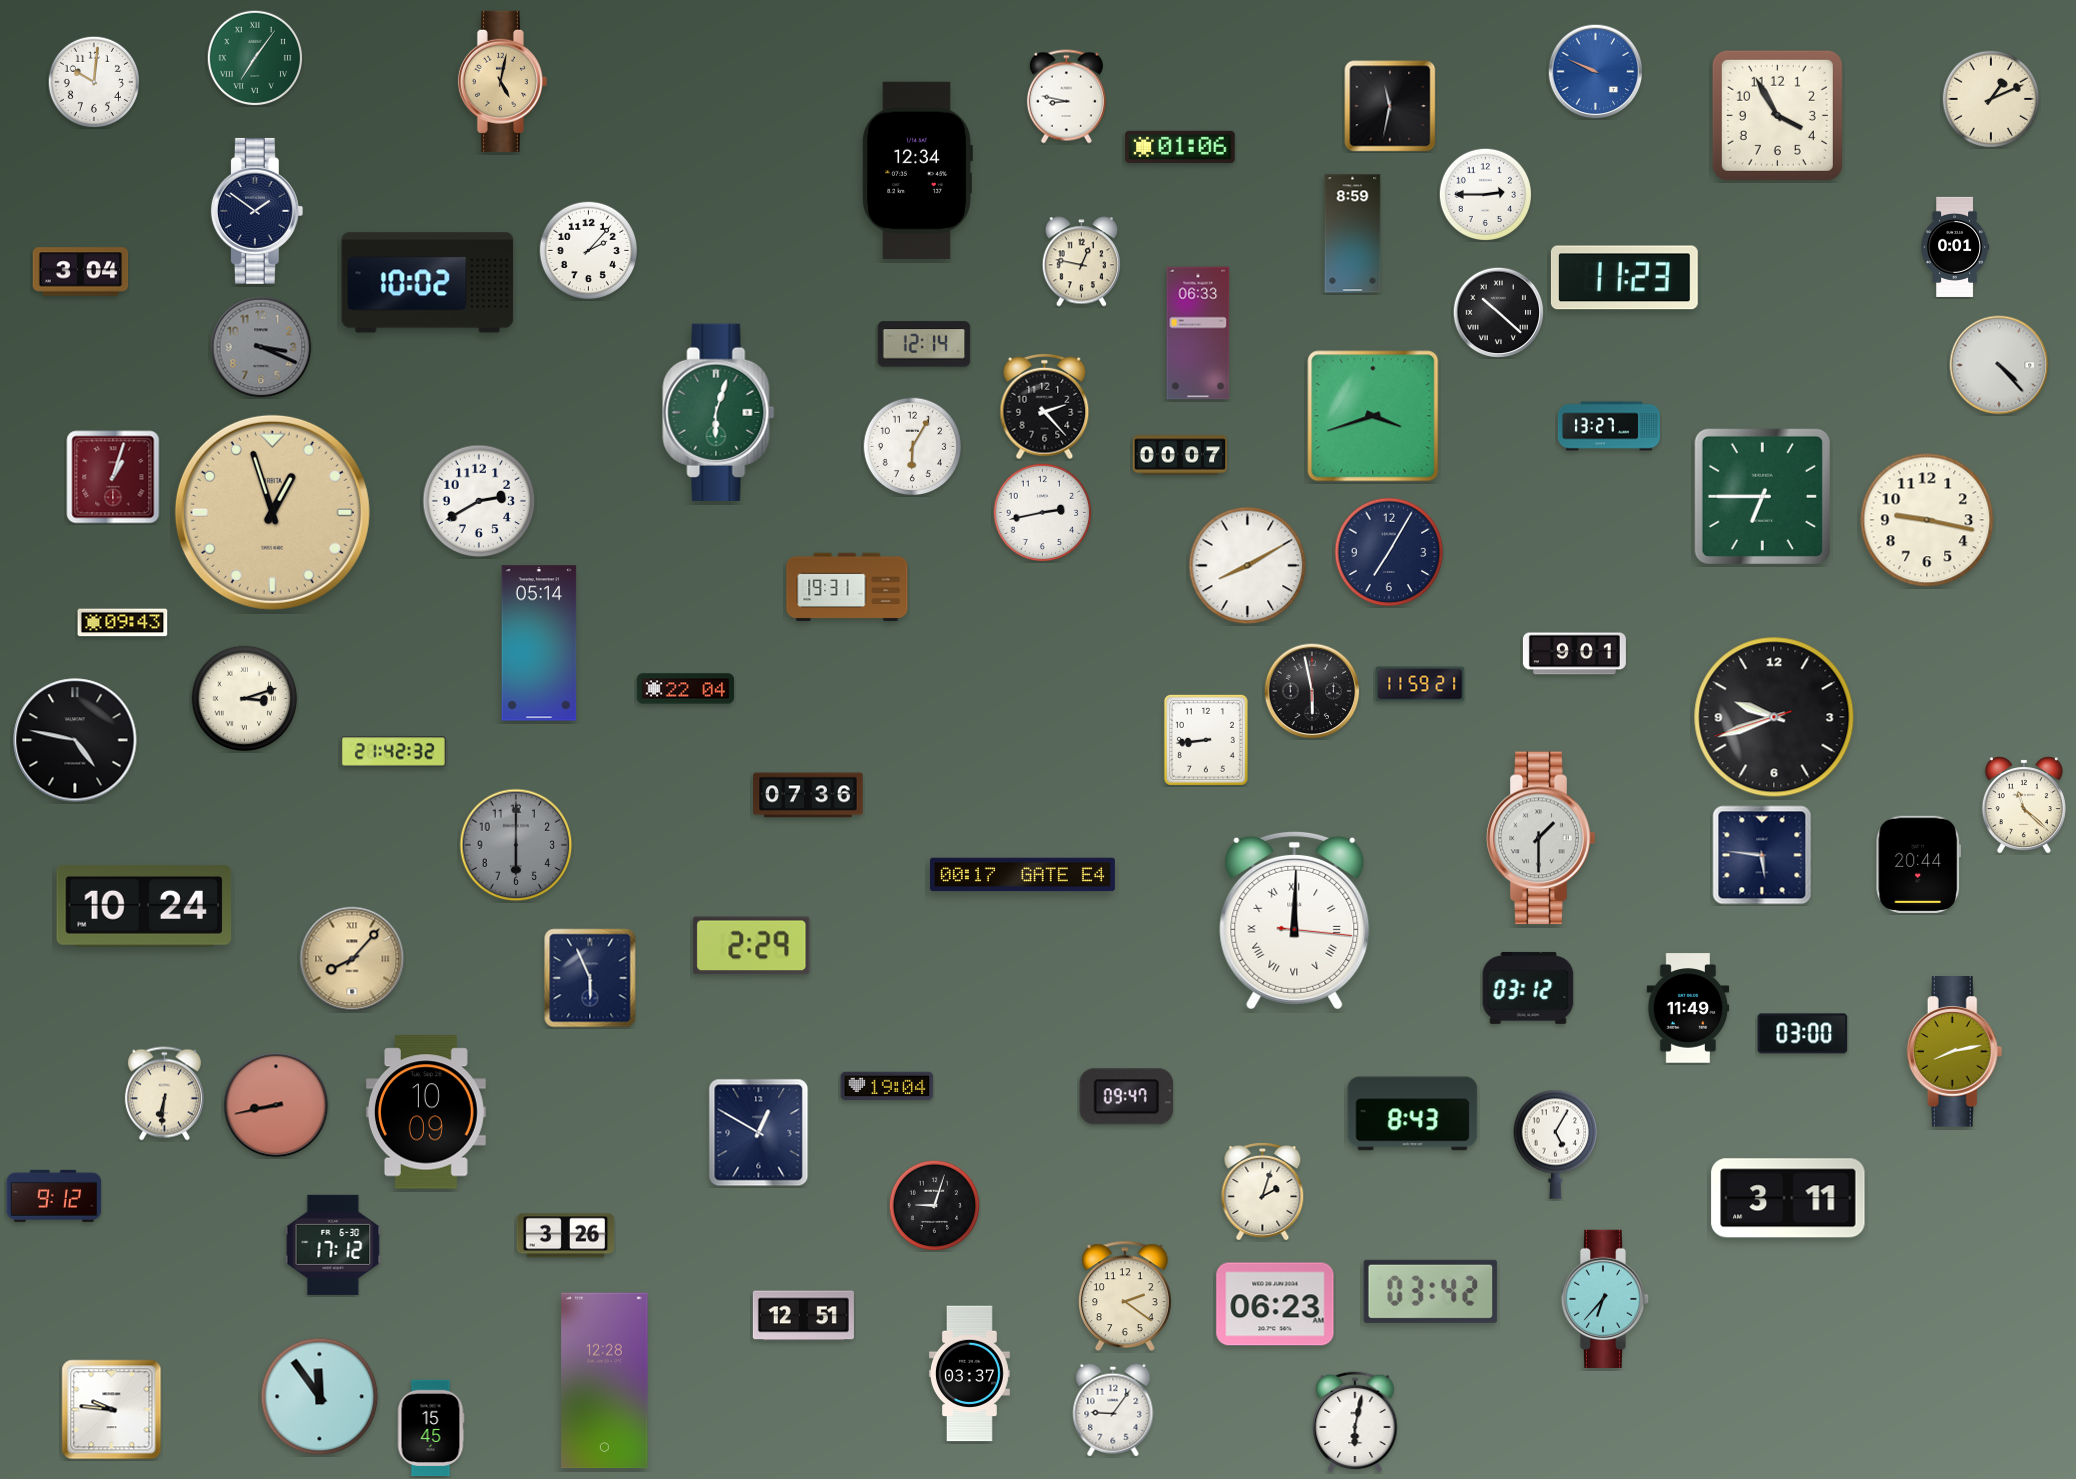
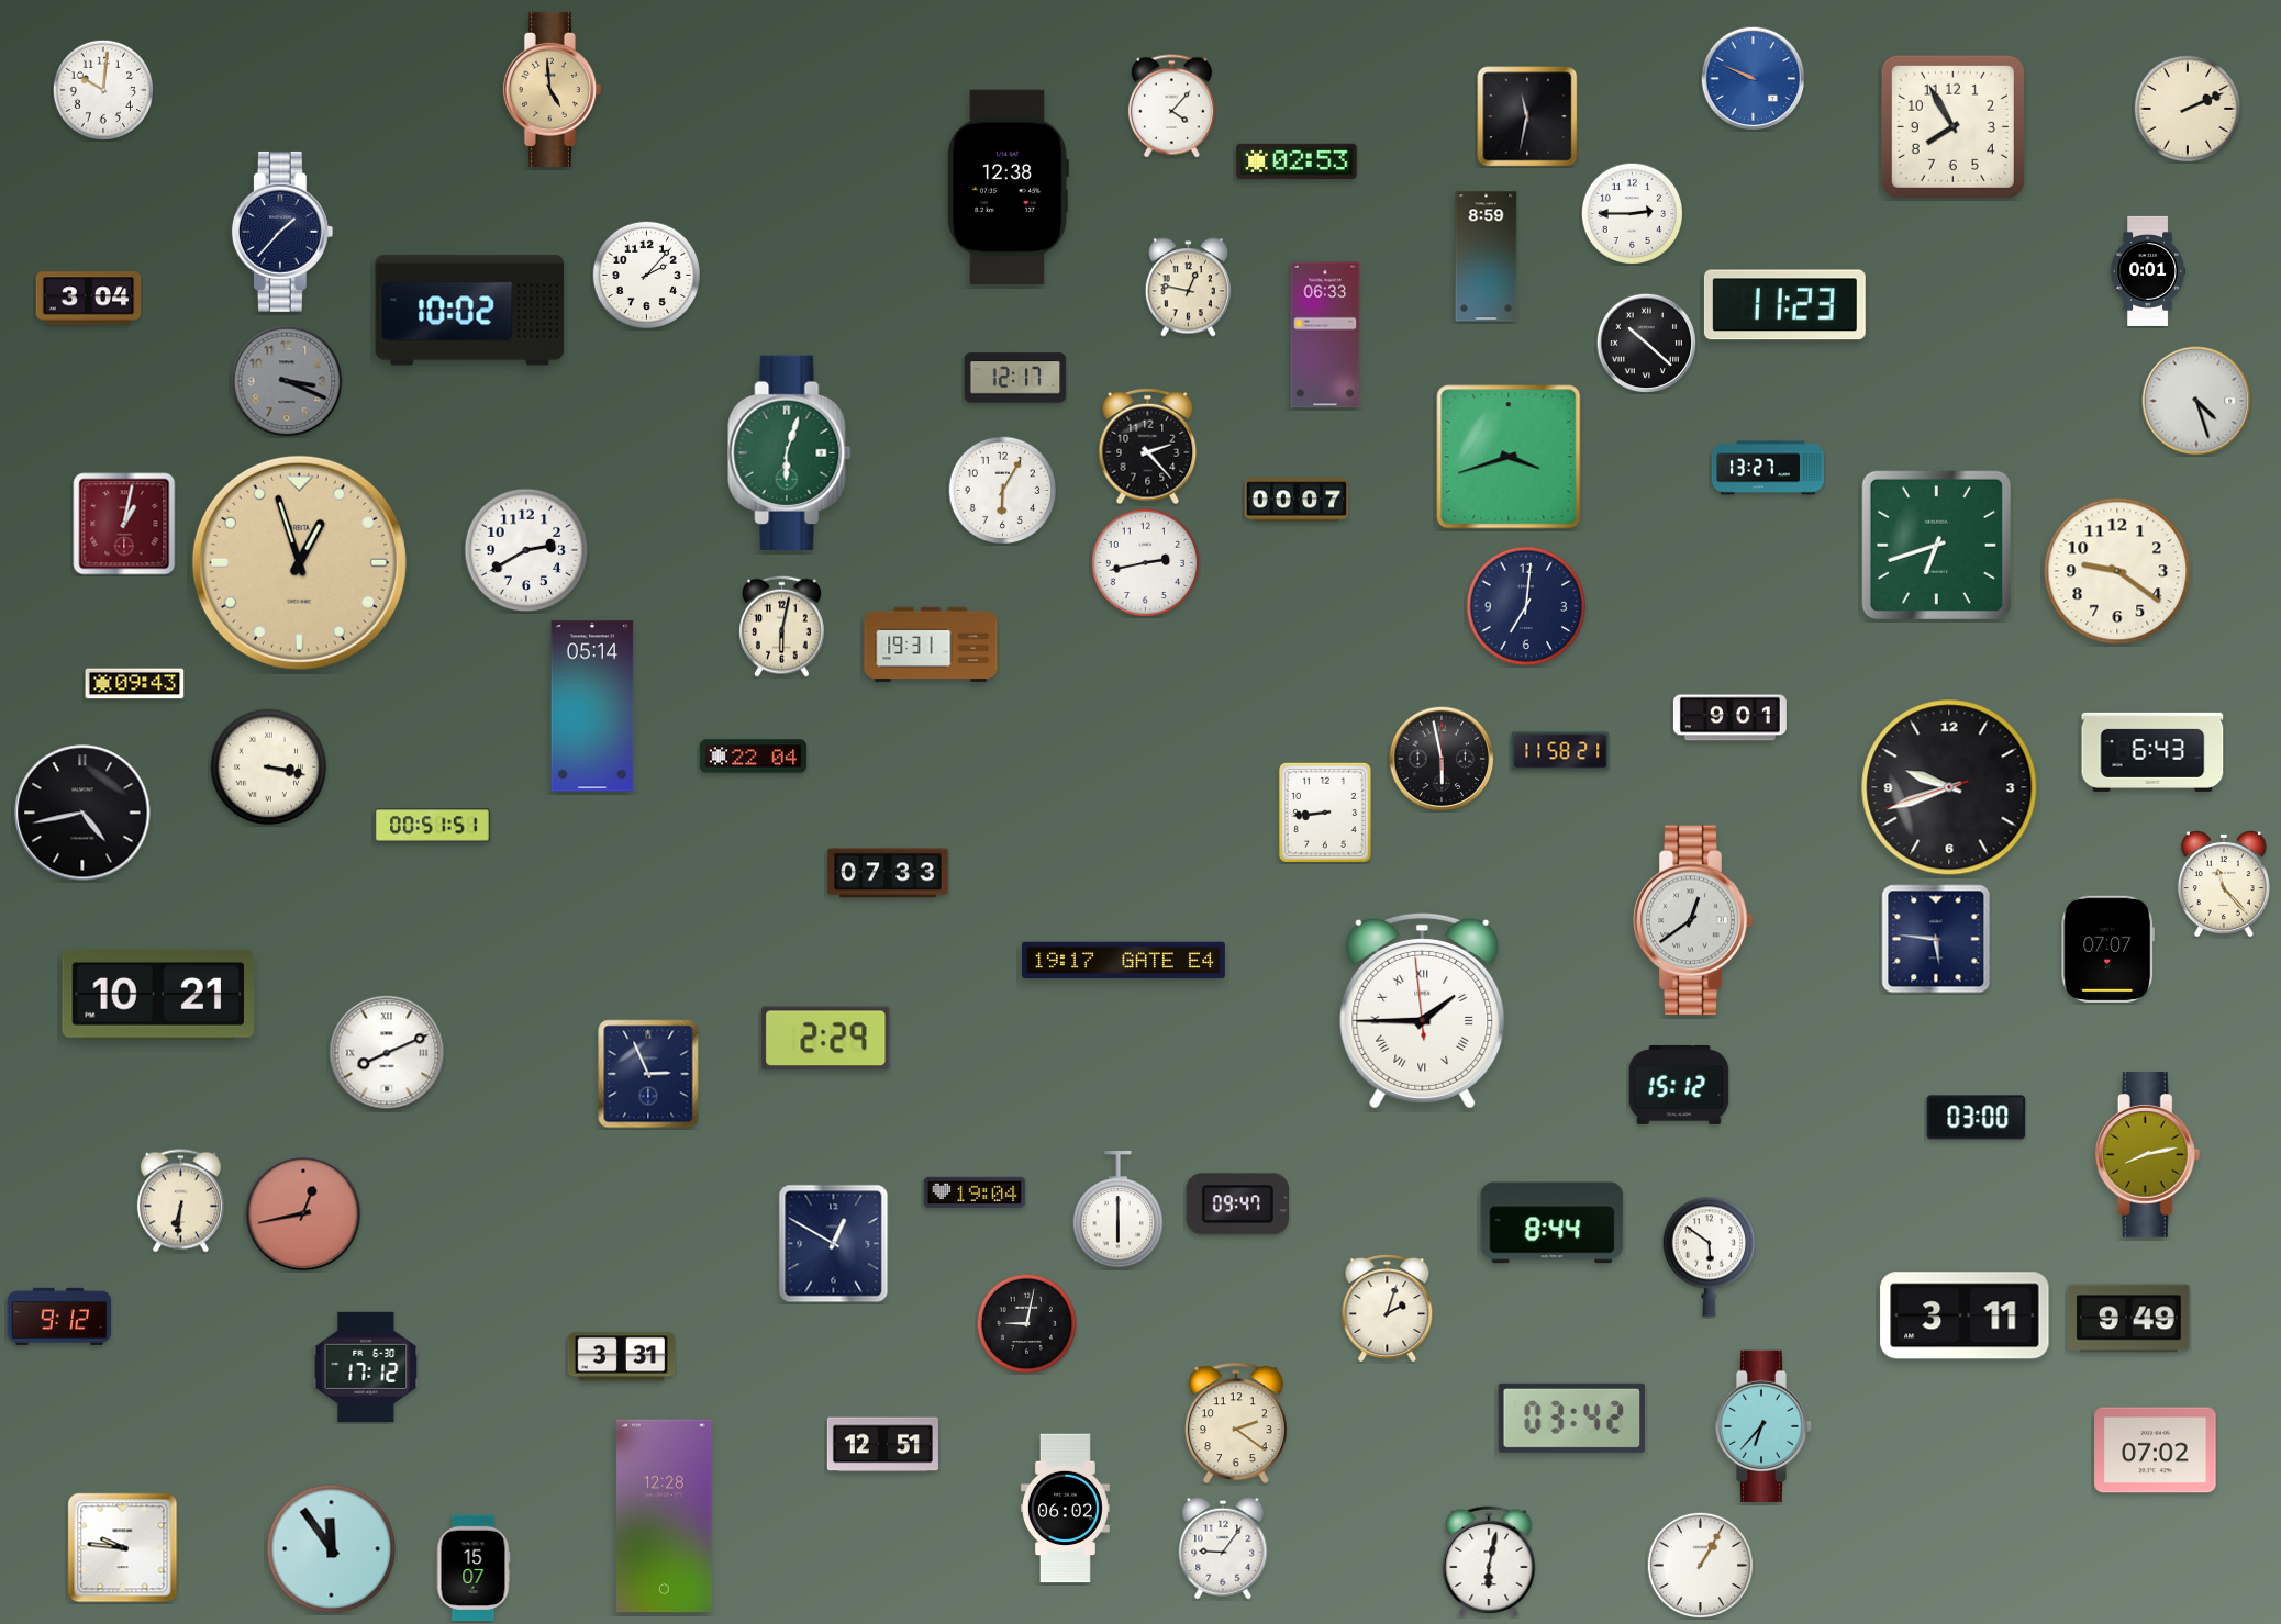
clock at (255, 58): 7:06 -> none
clock at (502, 81): 5:02 -> 4:59
clock at (1066, 97): 8:47 -> 4:07
clock at (1991, 99): 1:11 -> 2:11
clock at (1777, 115): 3:55 -> 7:55
clock at (1180, 146): 01:06 -> 02:53
clock at (917, 170): 12:34 -> 12:38
clock at (257, 211): 1:51 -> 1:37
clock at (1198, 333) position: (1198, 333) -> (1325, 335)
clock at (924, 344): 12:14 -> 12:17
clock at (1999, 365): 4:23 -> 4:27
clock at (113, 477): 1:03 -> 1:02
clock at (1762, 496): 6:45 -> 6:42
clock at (1927, 520): 9:17 -> 9:21
clock at (1389, 552): 7:05 -> 7:01
clock at (1248, 566): 8:10 -> none
clock at (782, 626): none -> 6:02
clock at (1420, 684): 11:59 -> 11:58
clock at (2152, 752): none -> 6:43
clock at (245, 699): 3:12 -> 3:17
clock at (75, 740): 4:47 -> 4:43
clock at (394, 752): 21:42 -> 00:51
clock at (808, 795): 07:36 -> 07:33
clock at (2024, 805): 11:22 -> 11:23
clock at (1541, 838): 1:30 -> 12:39
clock at (516, 845): 6:00 -> none
clock at (1919, 864): 20:44 -> 07:07
clock at (1022, 875): 00:17 -> 19:17
clock at (144, 906): 10:24 -> 10:21
clock at (1295, 920): 12:00 -> 1:44
clock at (352, 959): 8:07 -> 8:11
clock at (352, 959) dial: champagne -> white
clock at (590, 978): 5:56 -> 2:56
clock at (1528, 988): 03:12 -> 15:12
clock at (1688, 1008): 11:49 -> none
clock at (1803, 1034) position: (1803, 1034) -> (1977, 1118)
clock at (1119, 1211): none -> 6:00
clock at (276, 1105): 8:43 -> 12:43
clock at (426, 1112): 10:09 -> none
clock at (1413, 1114): 8:43 -> 8:44
clock at (1556, 1144): 5:05 -> 5:51
clock at (54, 1196) position: (54, 1196) -> (59, 1317)
clock at (2129, 1319): none -> 9:49
clock at (934, 1205): 9:03 -> 9:02
clock at (566, 1236): 3:26 -> 3:31
clock at (1275, 1304): 06:23 -> none
clock at (2156, 1451): none -> 07:02
clock at (970, 1374): 03:37 -> 06:02
clock at (320, 1397) position: (320, 1397) -> (332, 1549)
clock at (1700, 1565): none -> 1:05
clock at (431, 1428): 15:45 -> 15:07
